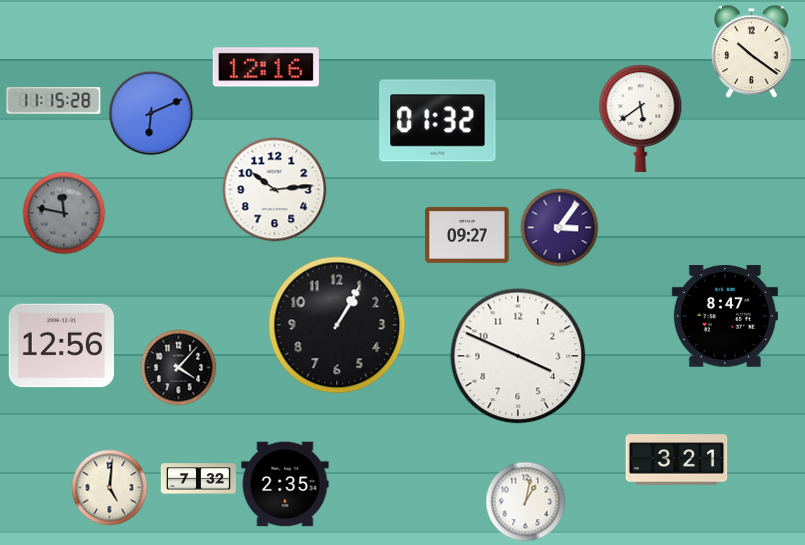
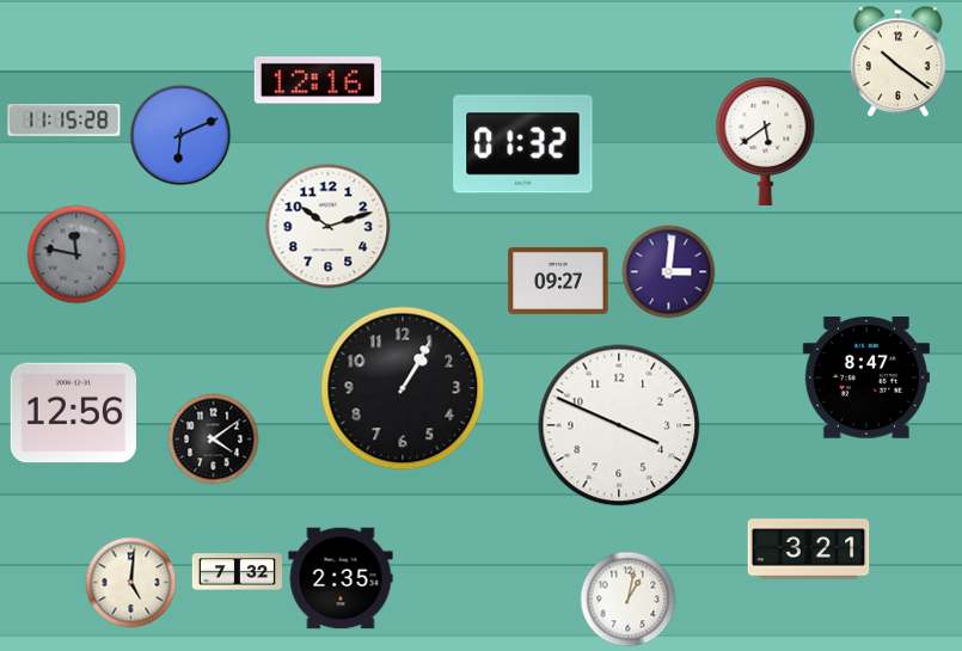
clock at (275, 190): 10:14 -> 10:12
clock at (560, 228): 3:06 -> 3:01
clock at (179, 368): 4:07 -> 4:09
